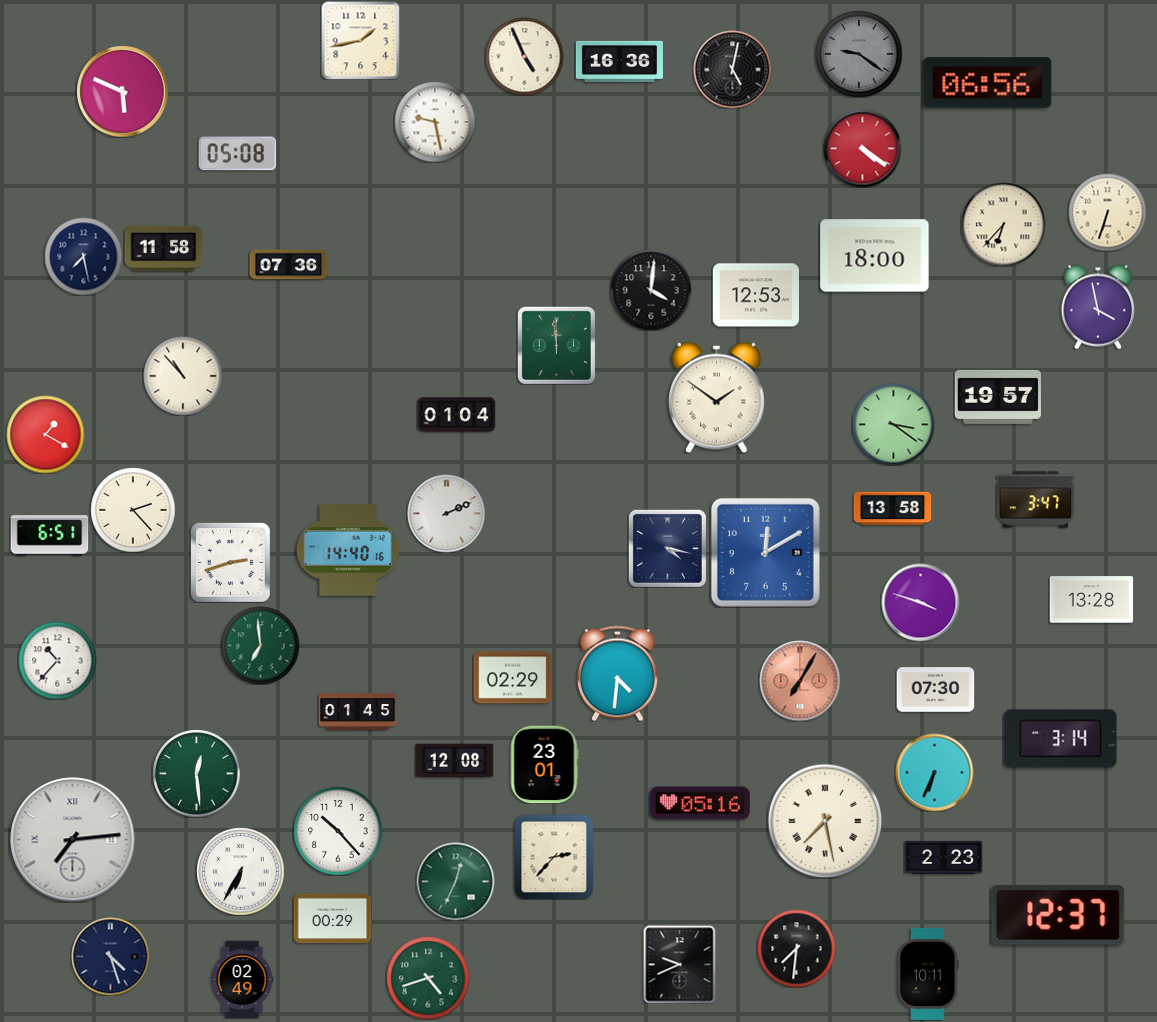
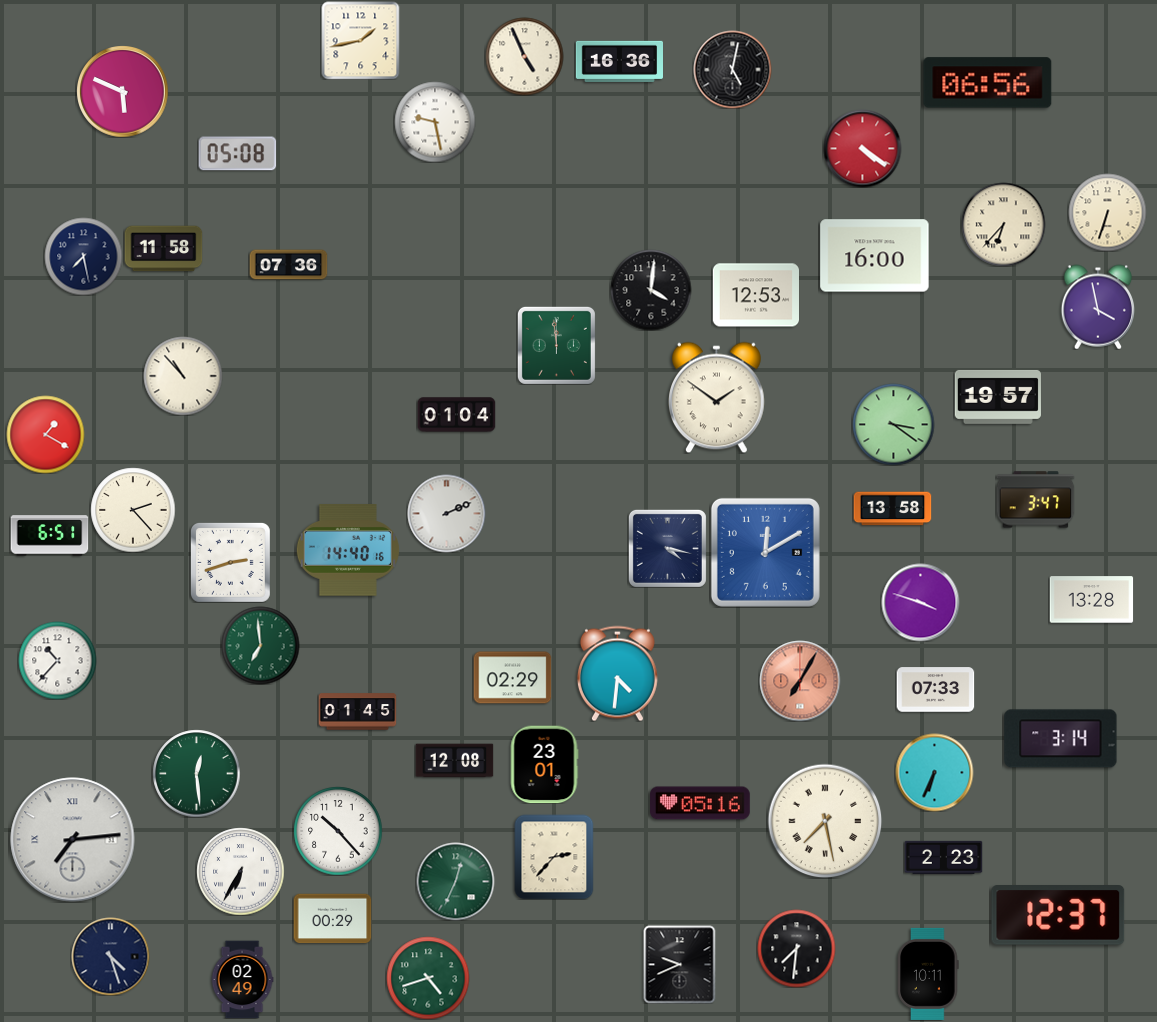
clock at (859, 54): 9:21 -> none
clock at (875, 256): 18:00 -> 16:00
clock at (935, 690): 07:30 -> 07:33
